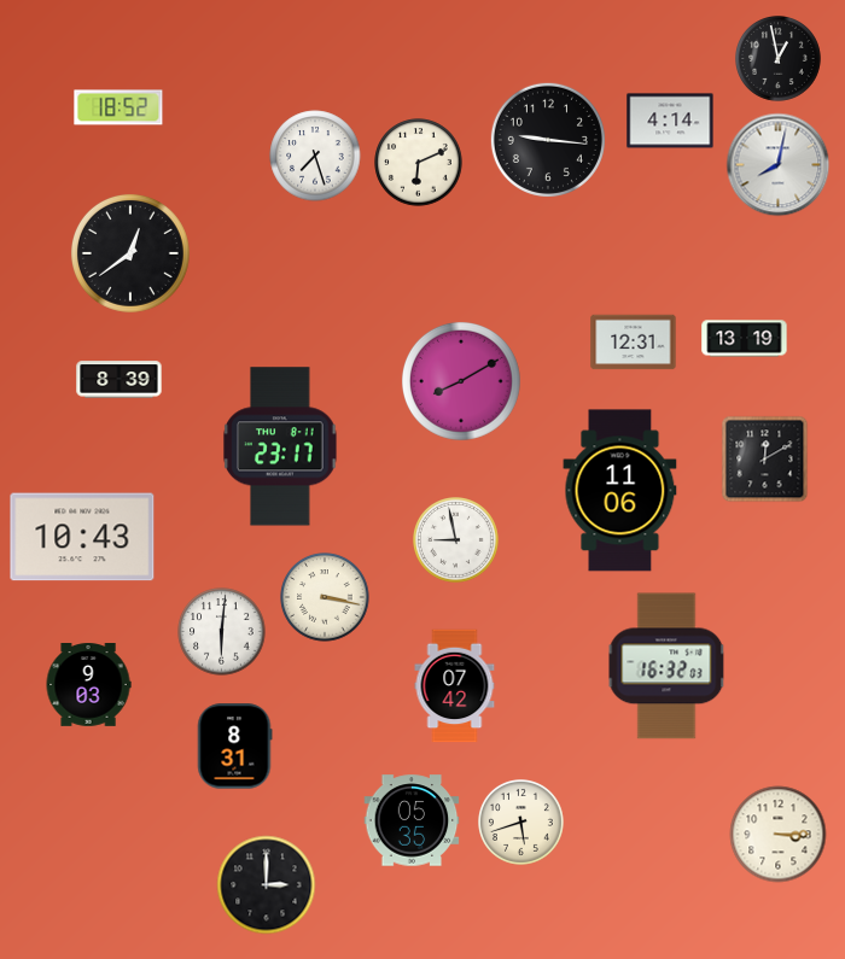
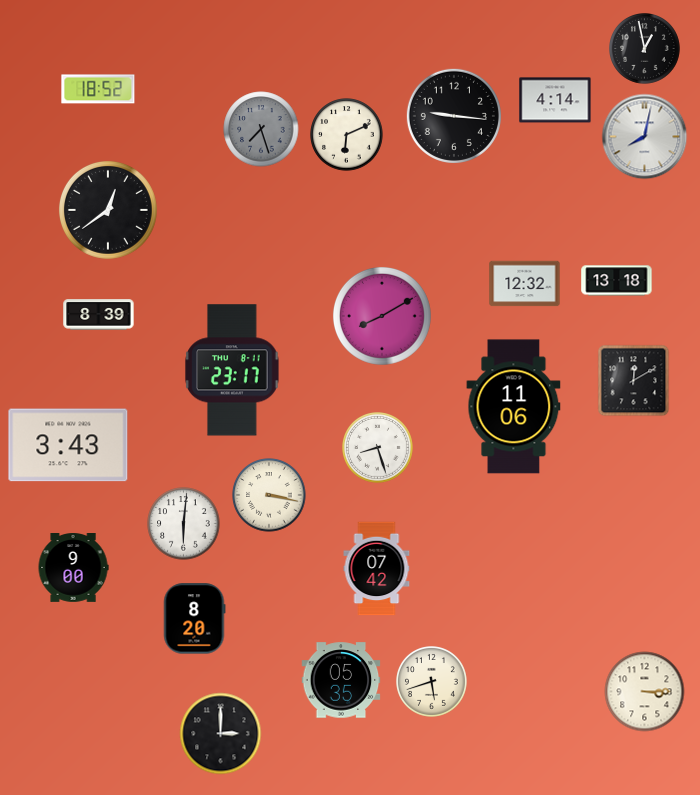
clock at (315, 156) dial: white -> grey
clock at (745, 339): 13:19 -> 13:18
clock at (634, 343): 12:31 -> 12:32
clock at (82, 537): 10:43 -> 3:43
clock at (456, 540): 8:58 -> 8:27
clock at (666, 666): 16:32 -> none
clock at (88, 685): 9:03 -> 9:00
clock at (234, 747): 8:31 -> 8:20
